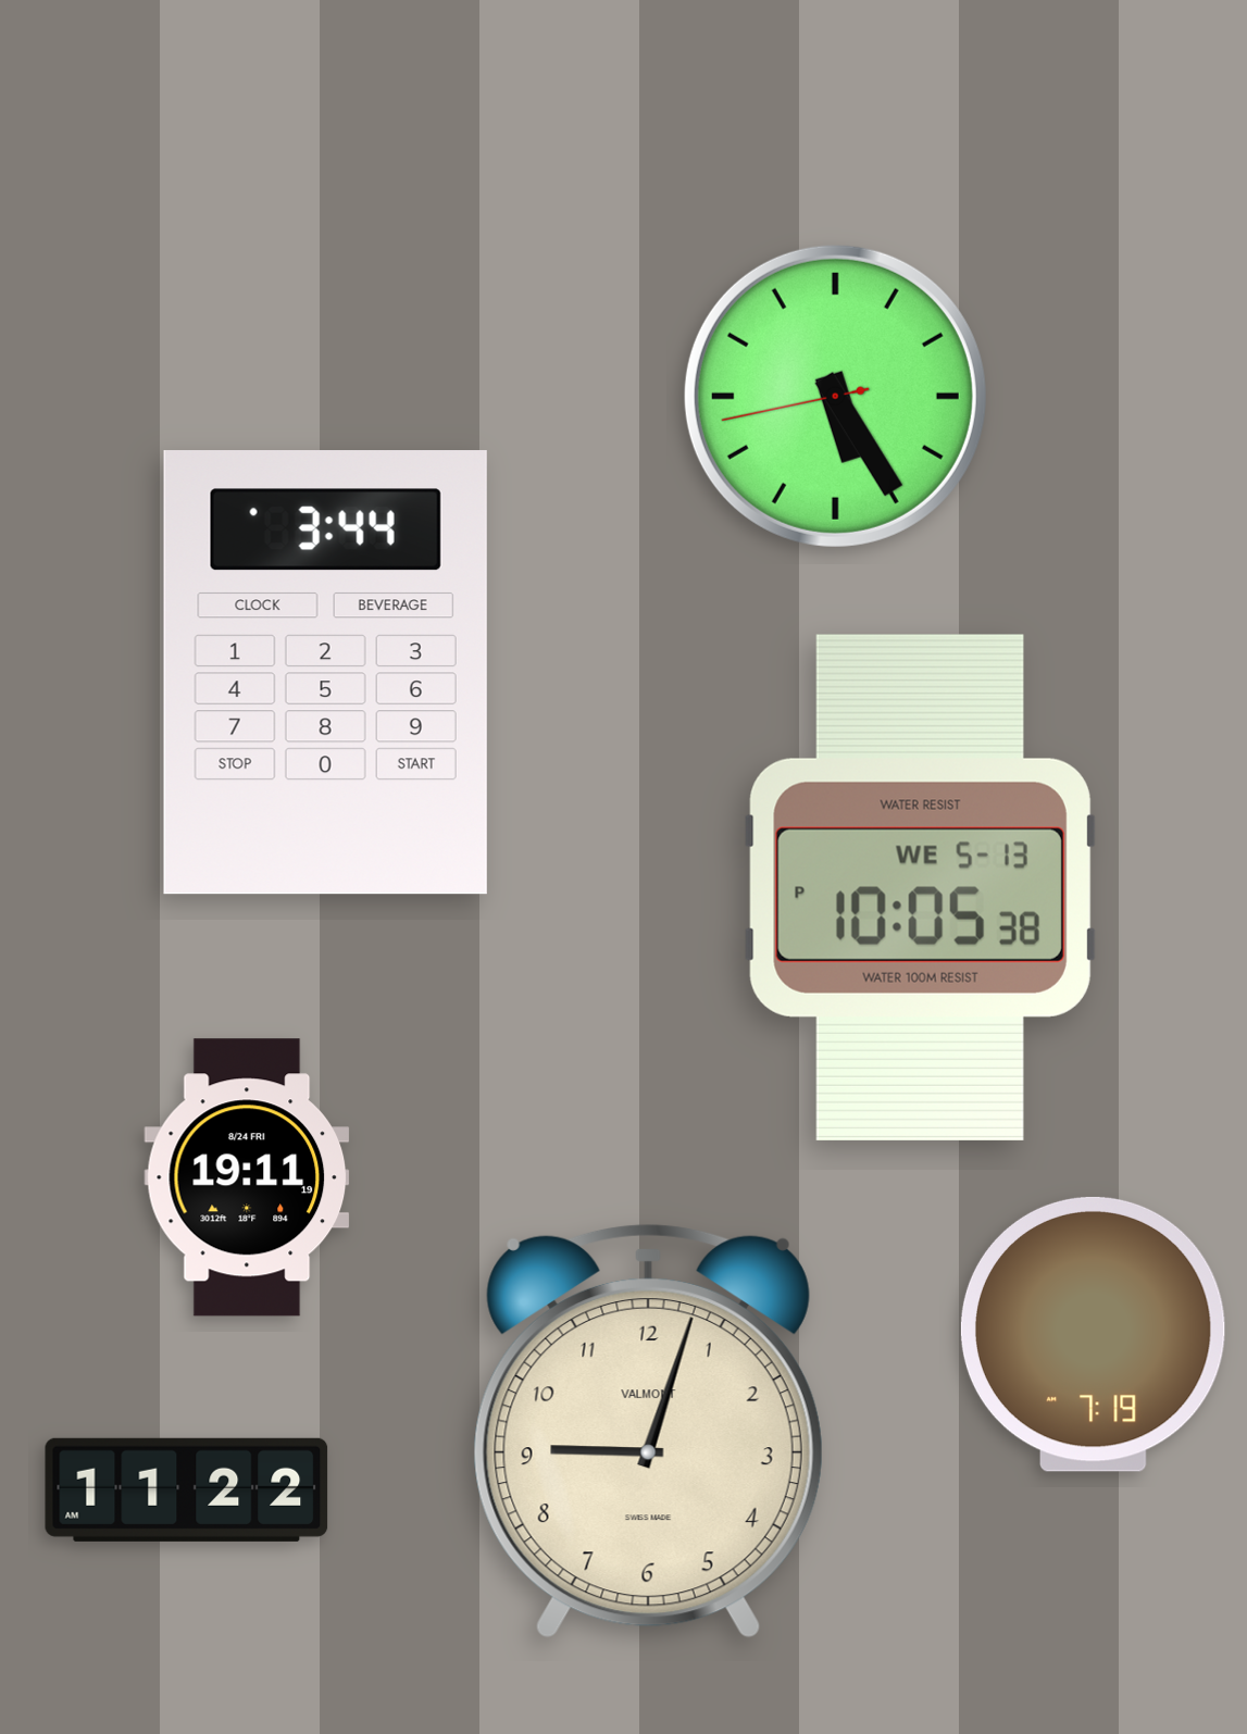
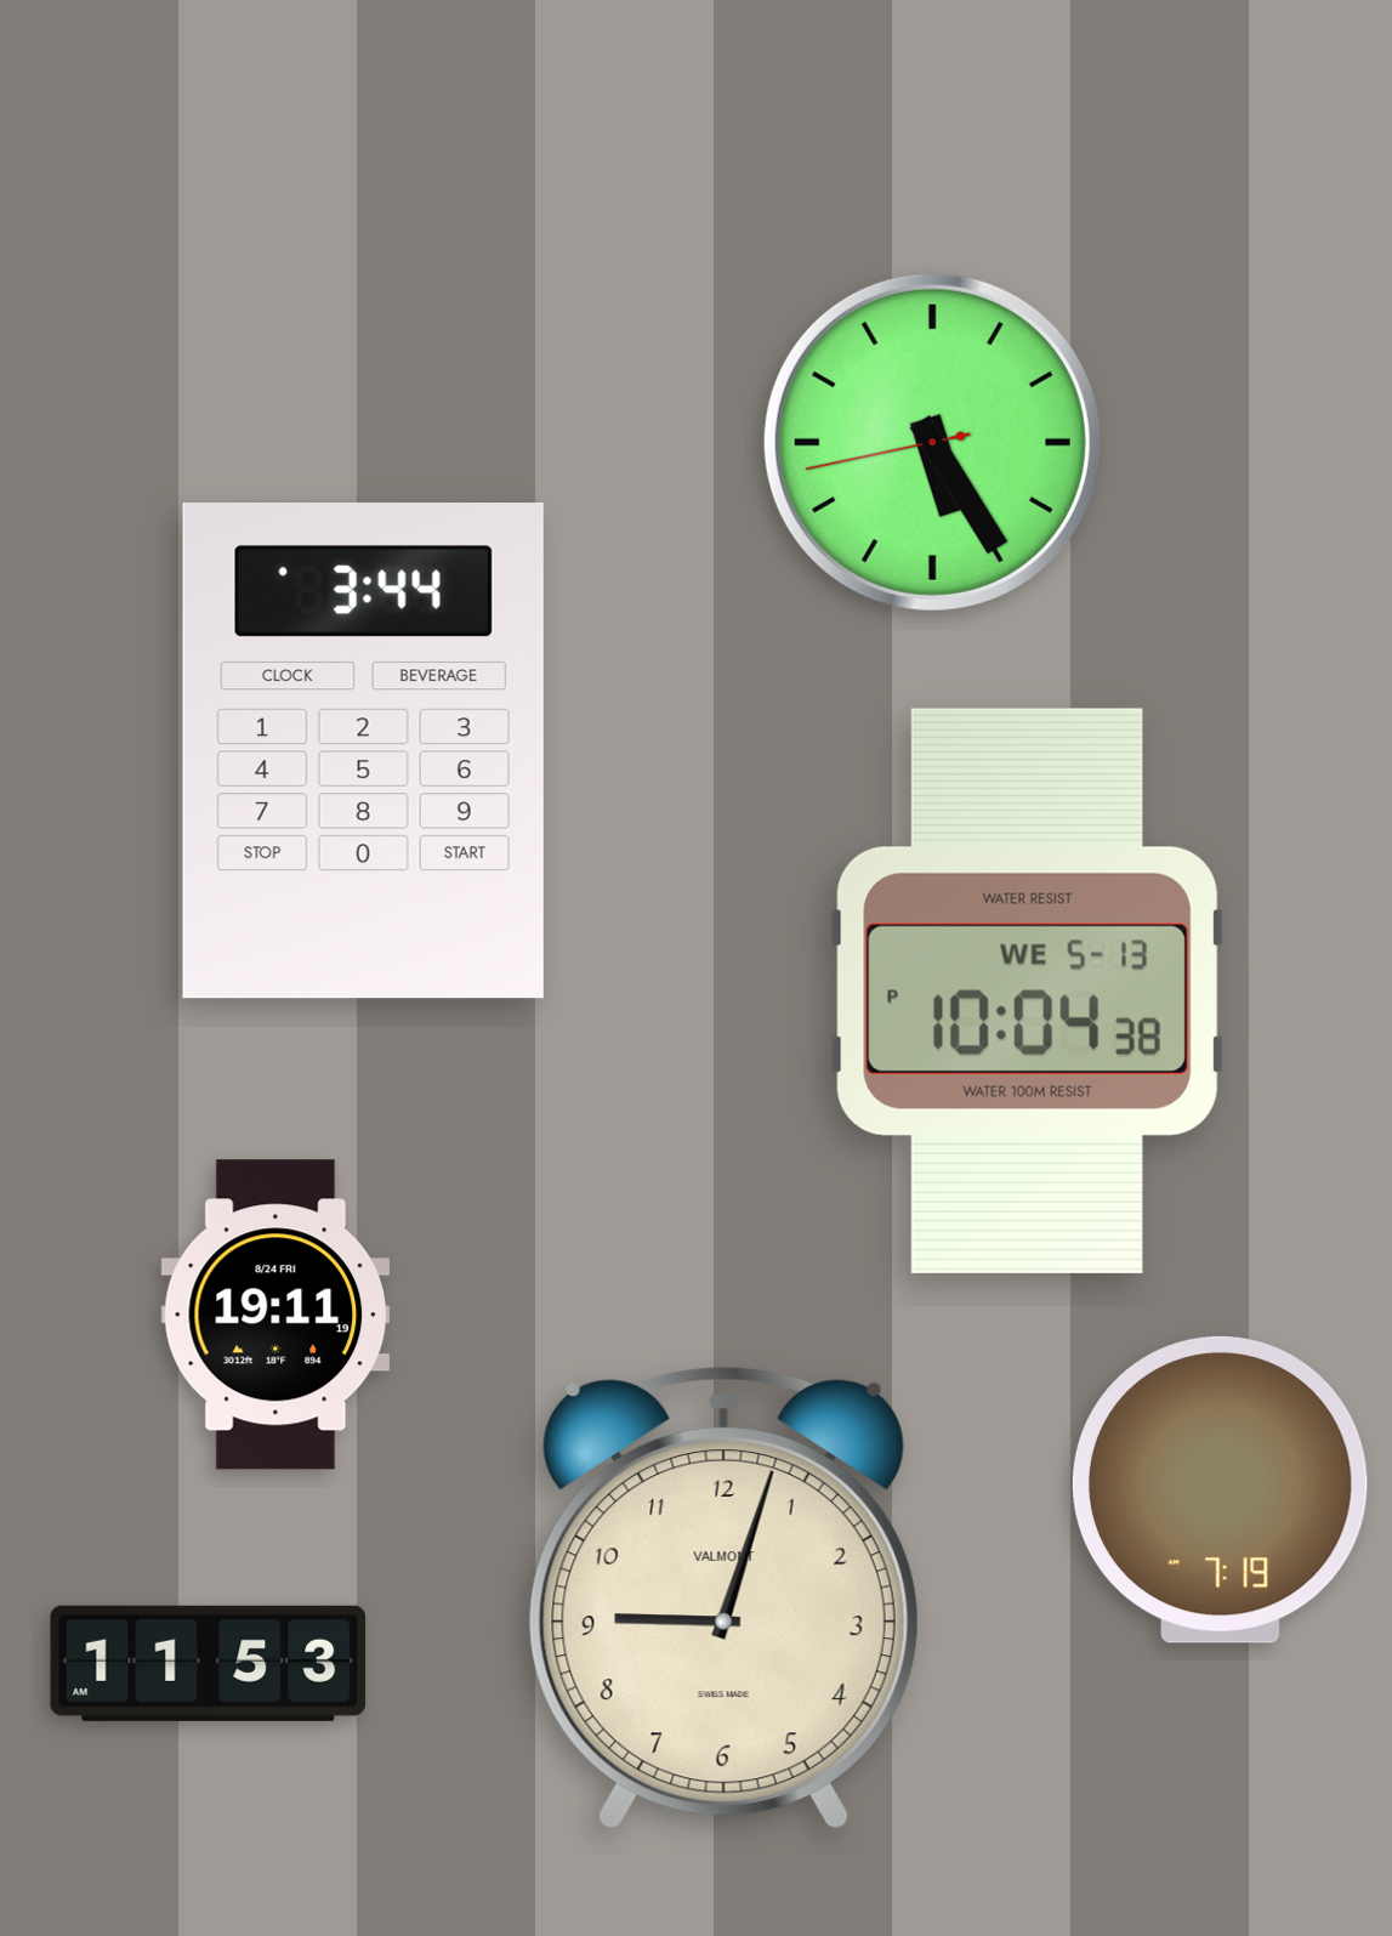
clock at (920, 887): 10:05 -> 10:04
clock at (187, 1489): 11:22 -> 11:53
